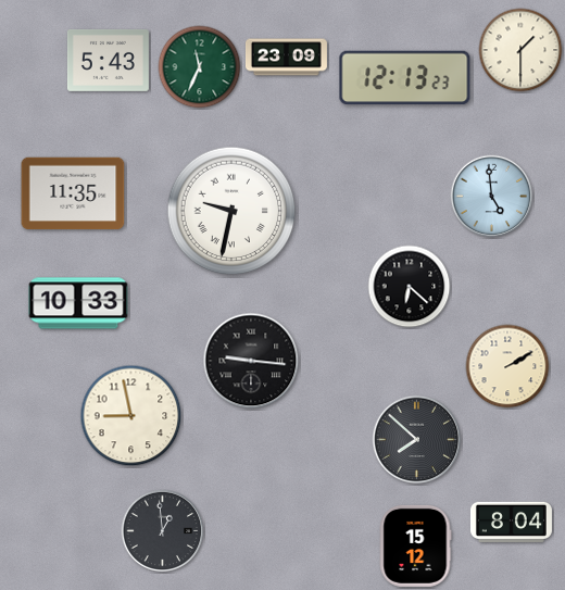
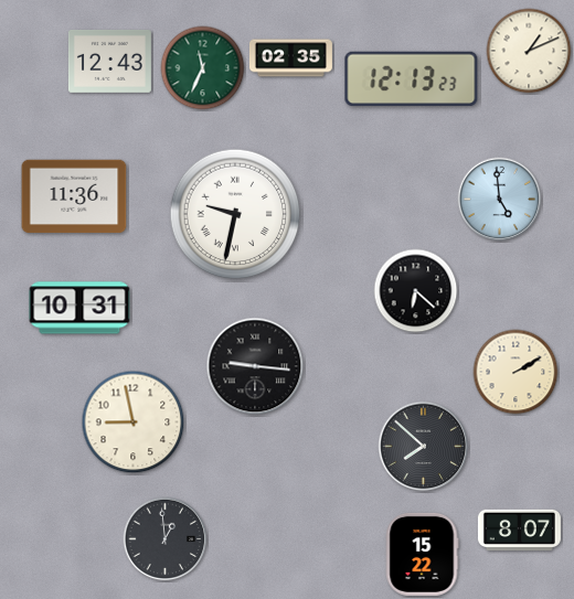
clock at (520, 50): 1:30 -> 1:11
clock at (286, 58): 23:09 -> 02:35
clock at (108, 60): 5:43 -> 12:43
clock at (73, 193): 11:35 -> 11:36
clock at (78, 303): 10:33 -> 10:31
clock at (511, 523): 8:04 -> 8:07
clock at (415, 545): 15:12 -> 15:22
